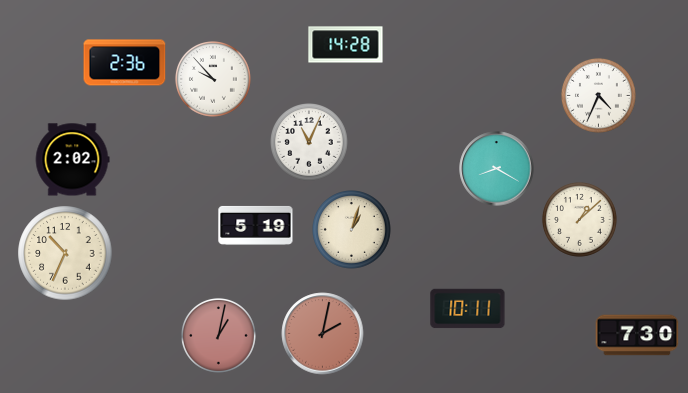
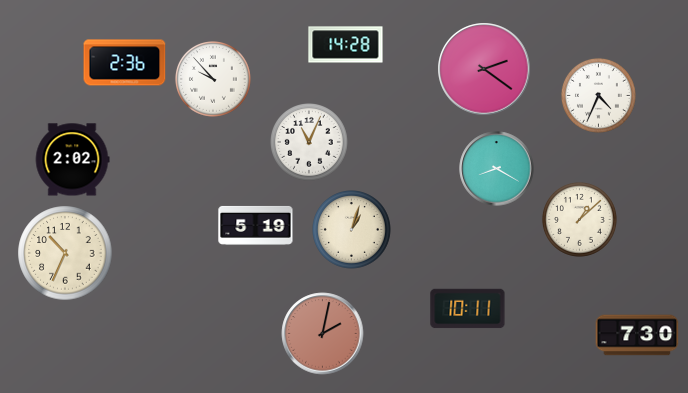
clock at (484, 69): none -> 2:21
clock at (219, 336): 1:02 -> none
